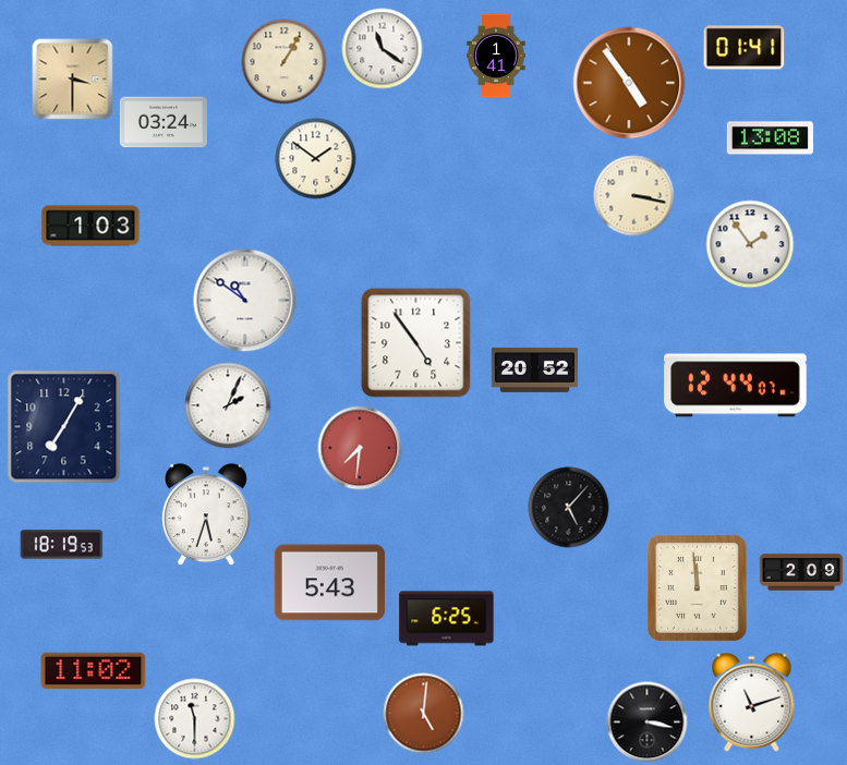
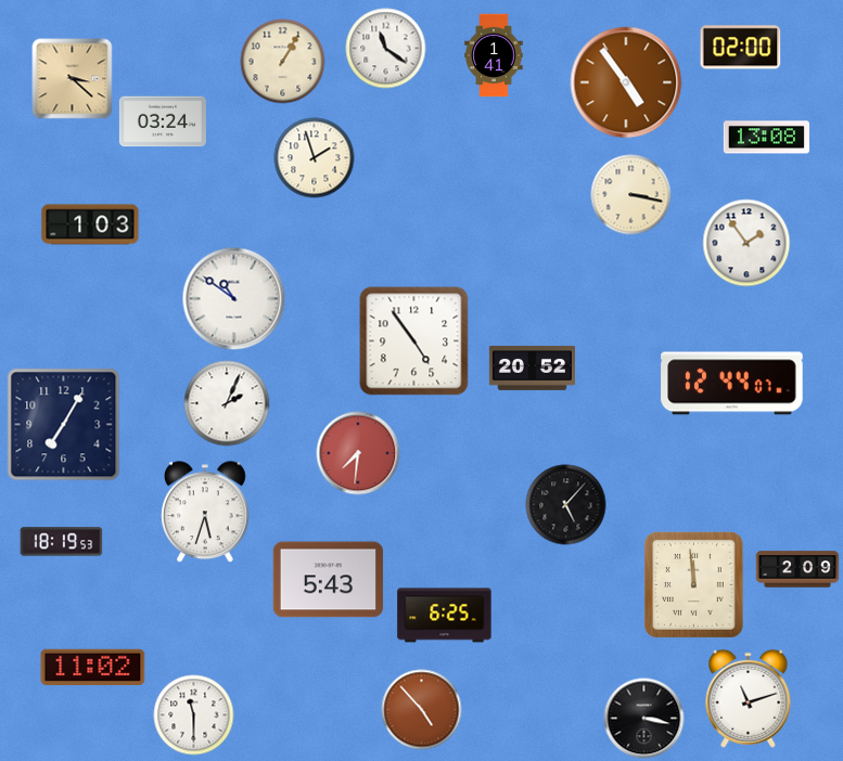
clock at (745, 48): 01:41 -> 02:00
clock at (383, 49) position: (383, 49) -> (386, 49)
clock at (73, 80): 3:30 -> 3:22
clock at (316, 159): 1:51 -> 1:57
clock at (245, 301) position: (245, 301) -> (234, 299)
clock at (360, 448) position: (360, 448) -> (358, 453)
clock at (424, 714): 5:01 -> 4:53
